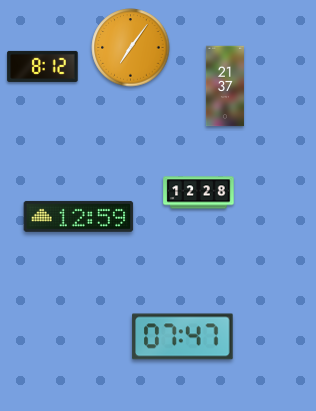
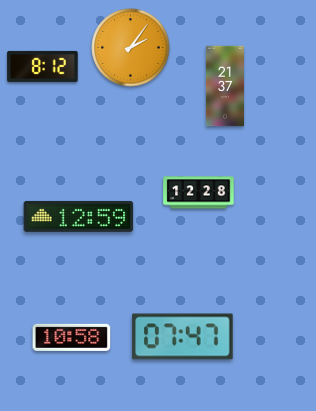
clock at (131, 48): 7:06 -> 2:06
clock at (72, 337): none -> 10:58
